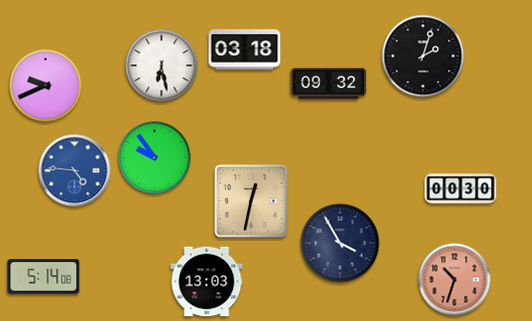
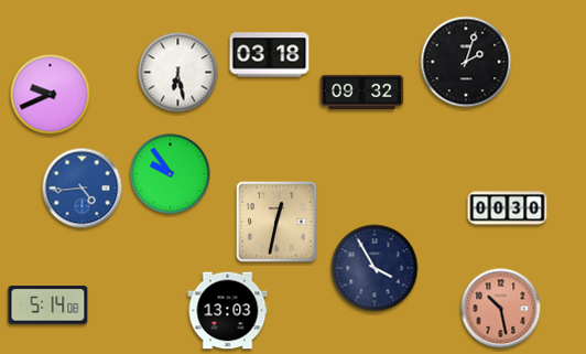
clock at (75, 171): 4:46 -> 4:44
clock at (455, 280): 10:33 -> 10:28
